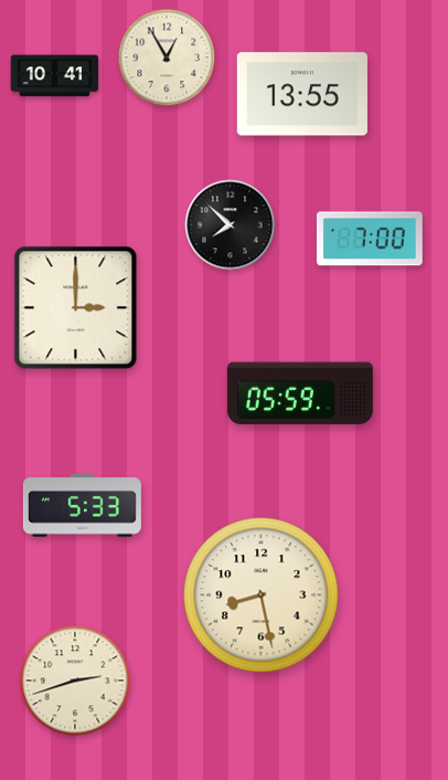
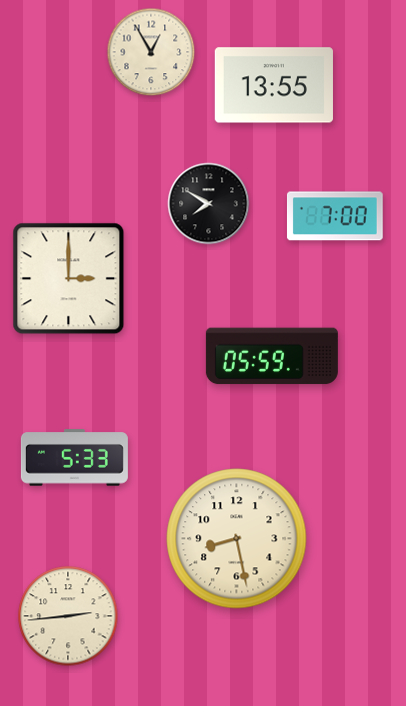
clock at (55, 76): 10:41 -> none
clock at (231, 225): 7:52 -> 7:50
clock at (75, 681): 2:42 -> 2:44
